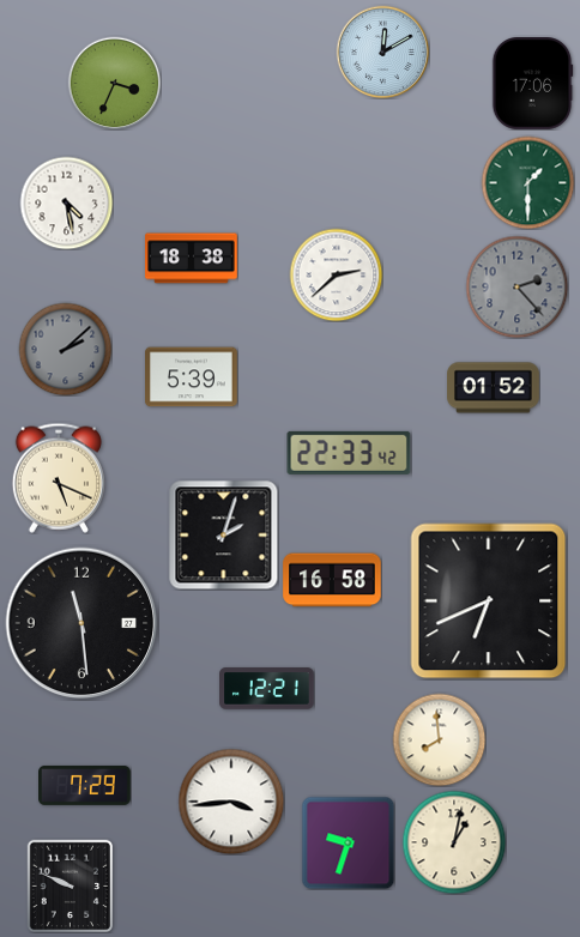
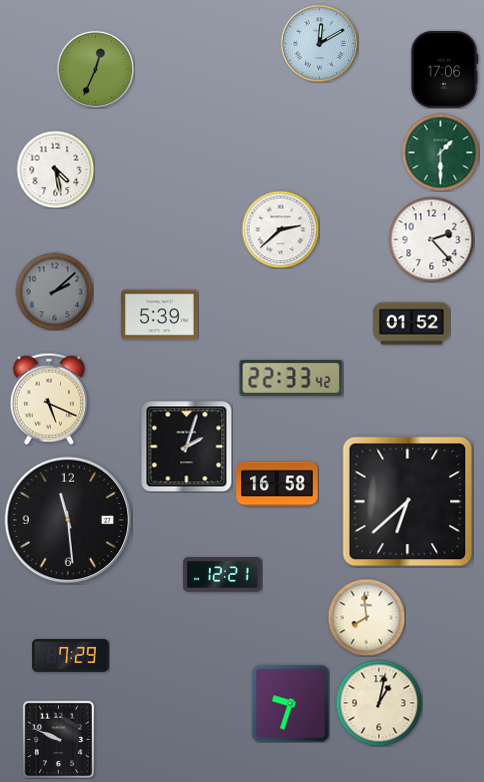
clock at (114, 83): 3:34 -> 12:34
clock at (192, 259): 18:38 -> none
clock at (516, 286) dial: grey -> white
clock at (489, 602): 6:41 -> 6:38
clock at (231, 802): 3:44 -> none
